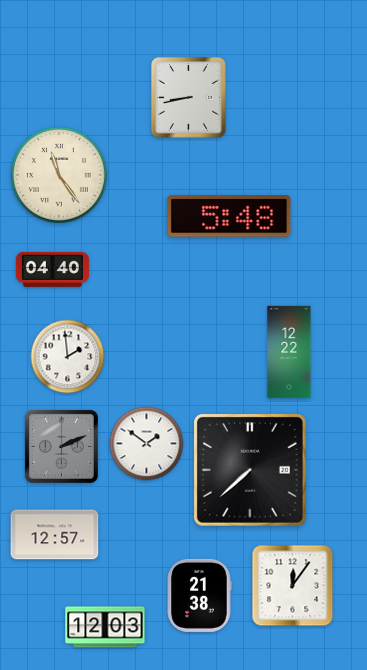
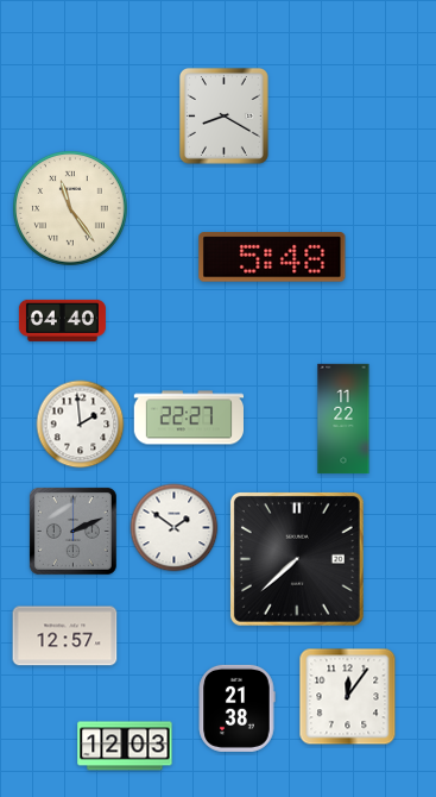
clock at (188, 97): 8:43 -> 8:20
clock at (188, 418): none -> 22:27
clock at (289, 352): 12:22 -> 11:22
